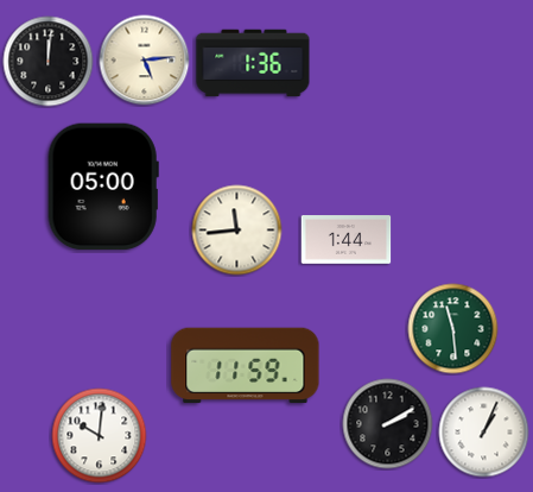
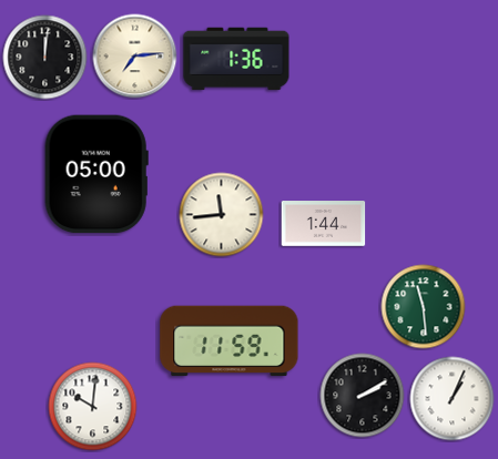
clock at (145, 61): 5:14 -> 7:14
clock at (484, 433) position: (484, 433) -> (453, 399)
